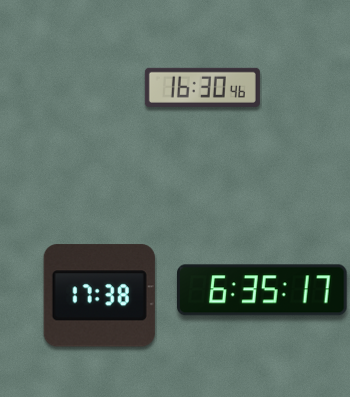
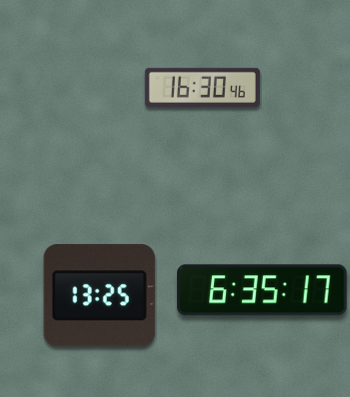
clock at (99, 296): 17:38 -> 13:25
